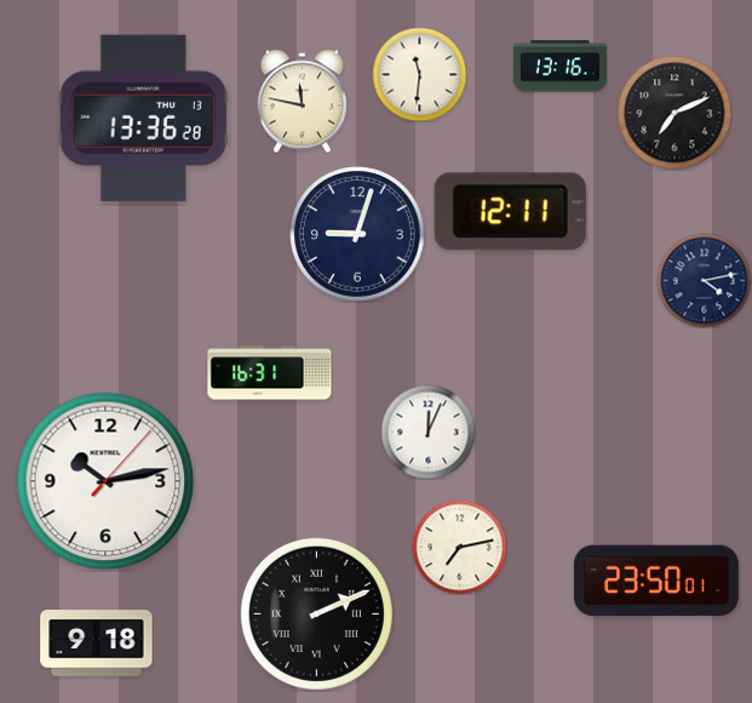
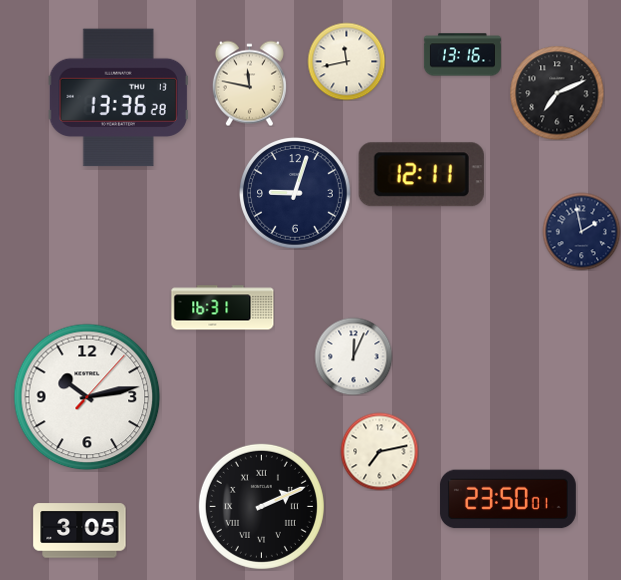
clock at (419, 74): 11:31 -> 11:43
clock at (704, 280): 4:13 -> 1:58
clock at (656, 581) position: (656, 581) -> (508, 499)
clock at (97, 644): 9:18 -> 3:05
